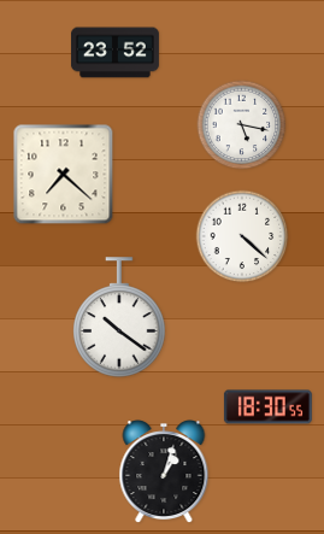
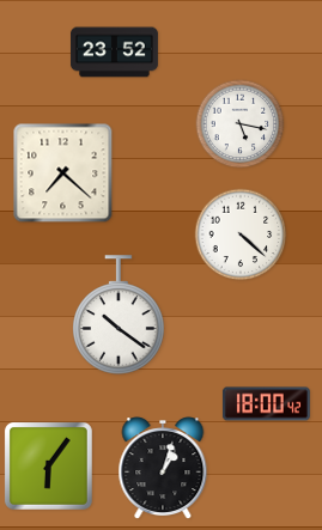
clock at (267, 407): 18:30 -> 18:00
clock at (49, 467): none -> 6:06
